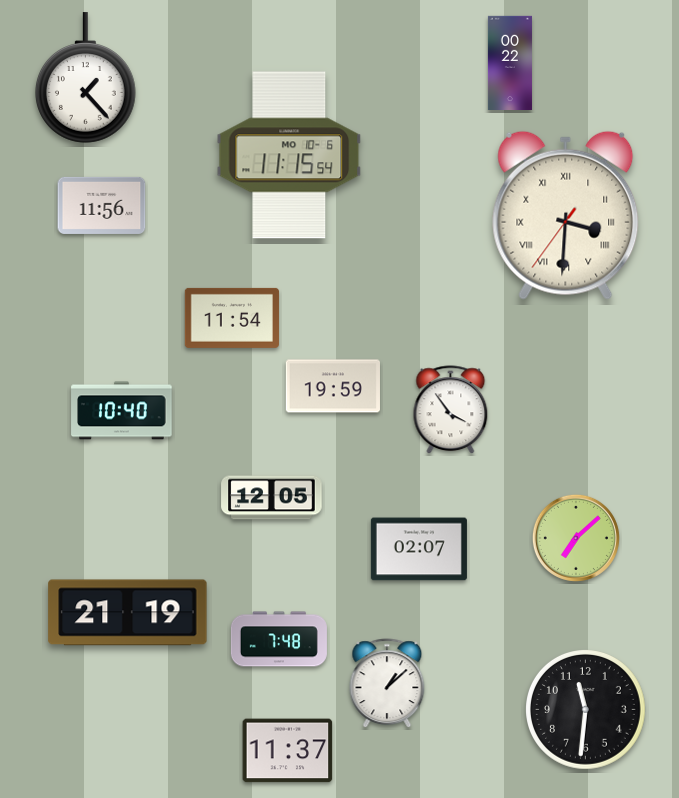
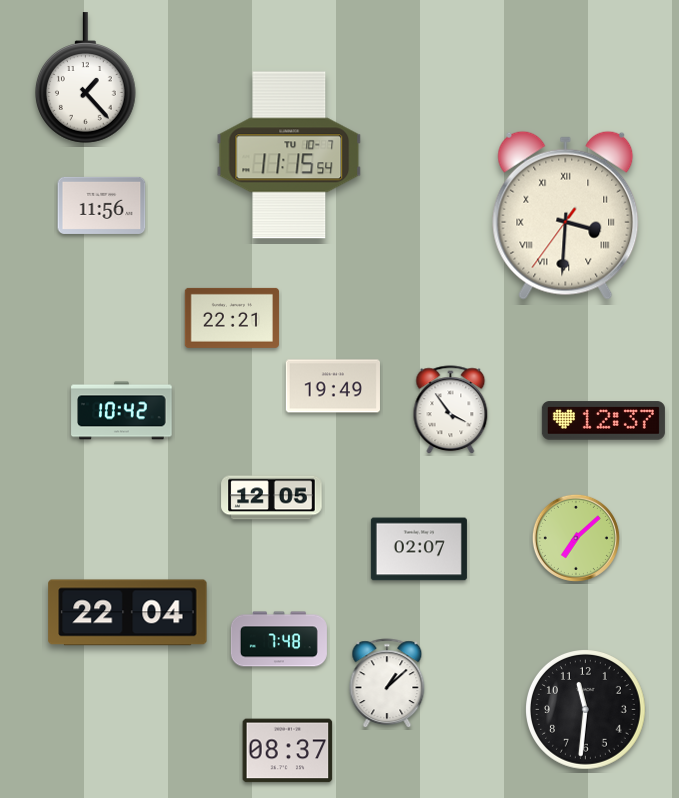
clock at (510, 62): 00:22 -> none
clock at (289, 155) date: MO 10-6 -> TU 10-7
clock at (232, 318): 11:54 -> 22:21
clock at (333, 386): 19:59 -> 19:49
clock at (122, 411): 10:40 -> 10:42
clock at (603, 421): none -> 12:37
clock at (128, 613): 21:19 -> 22:04
clock at (288, 751): 11:37 -> 08:37
